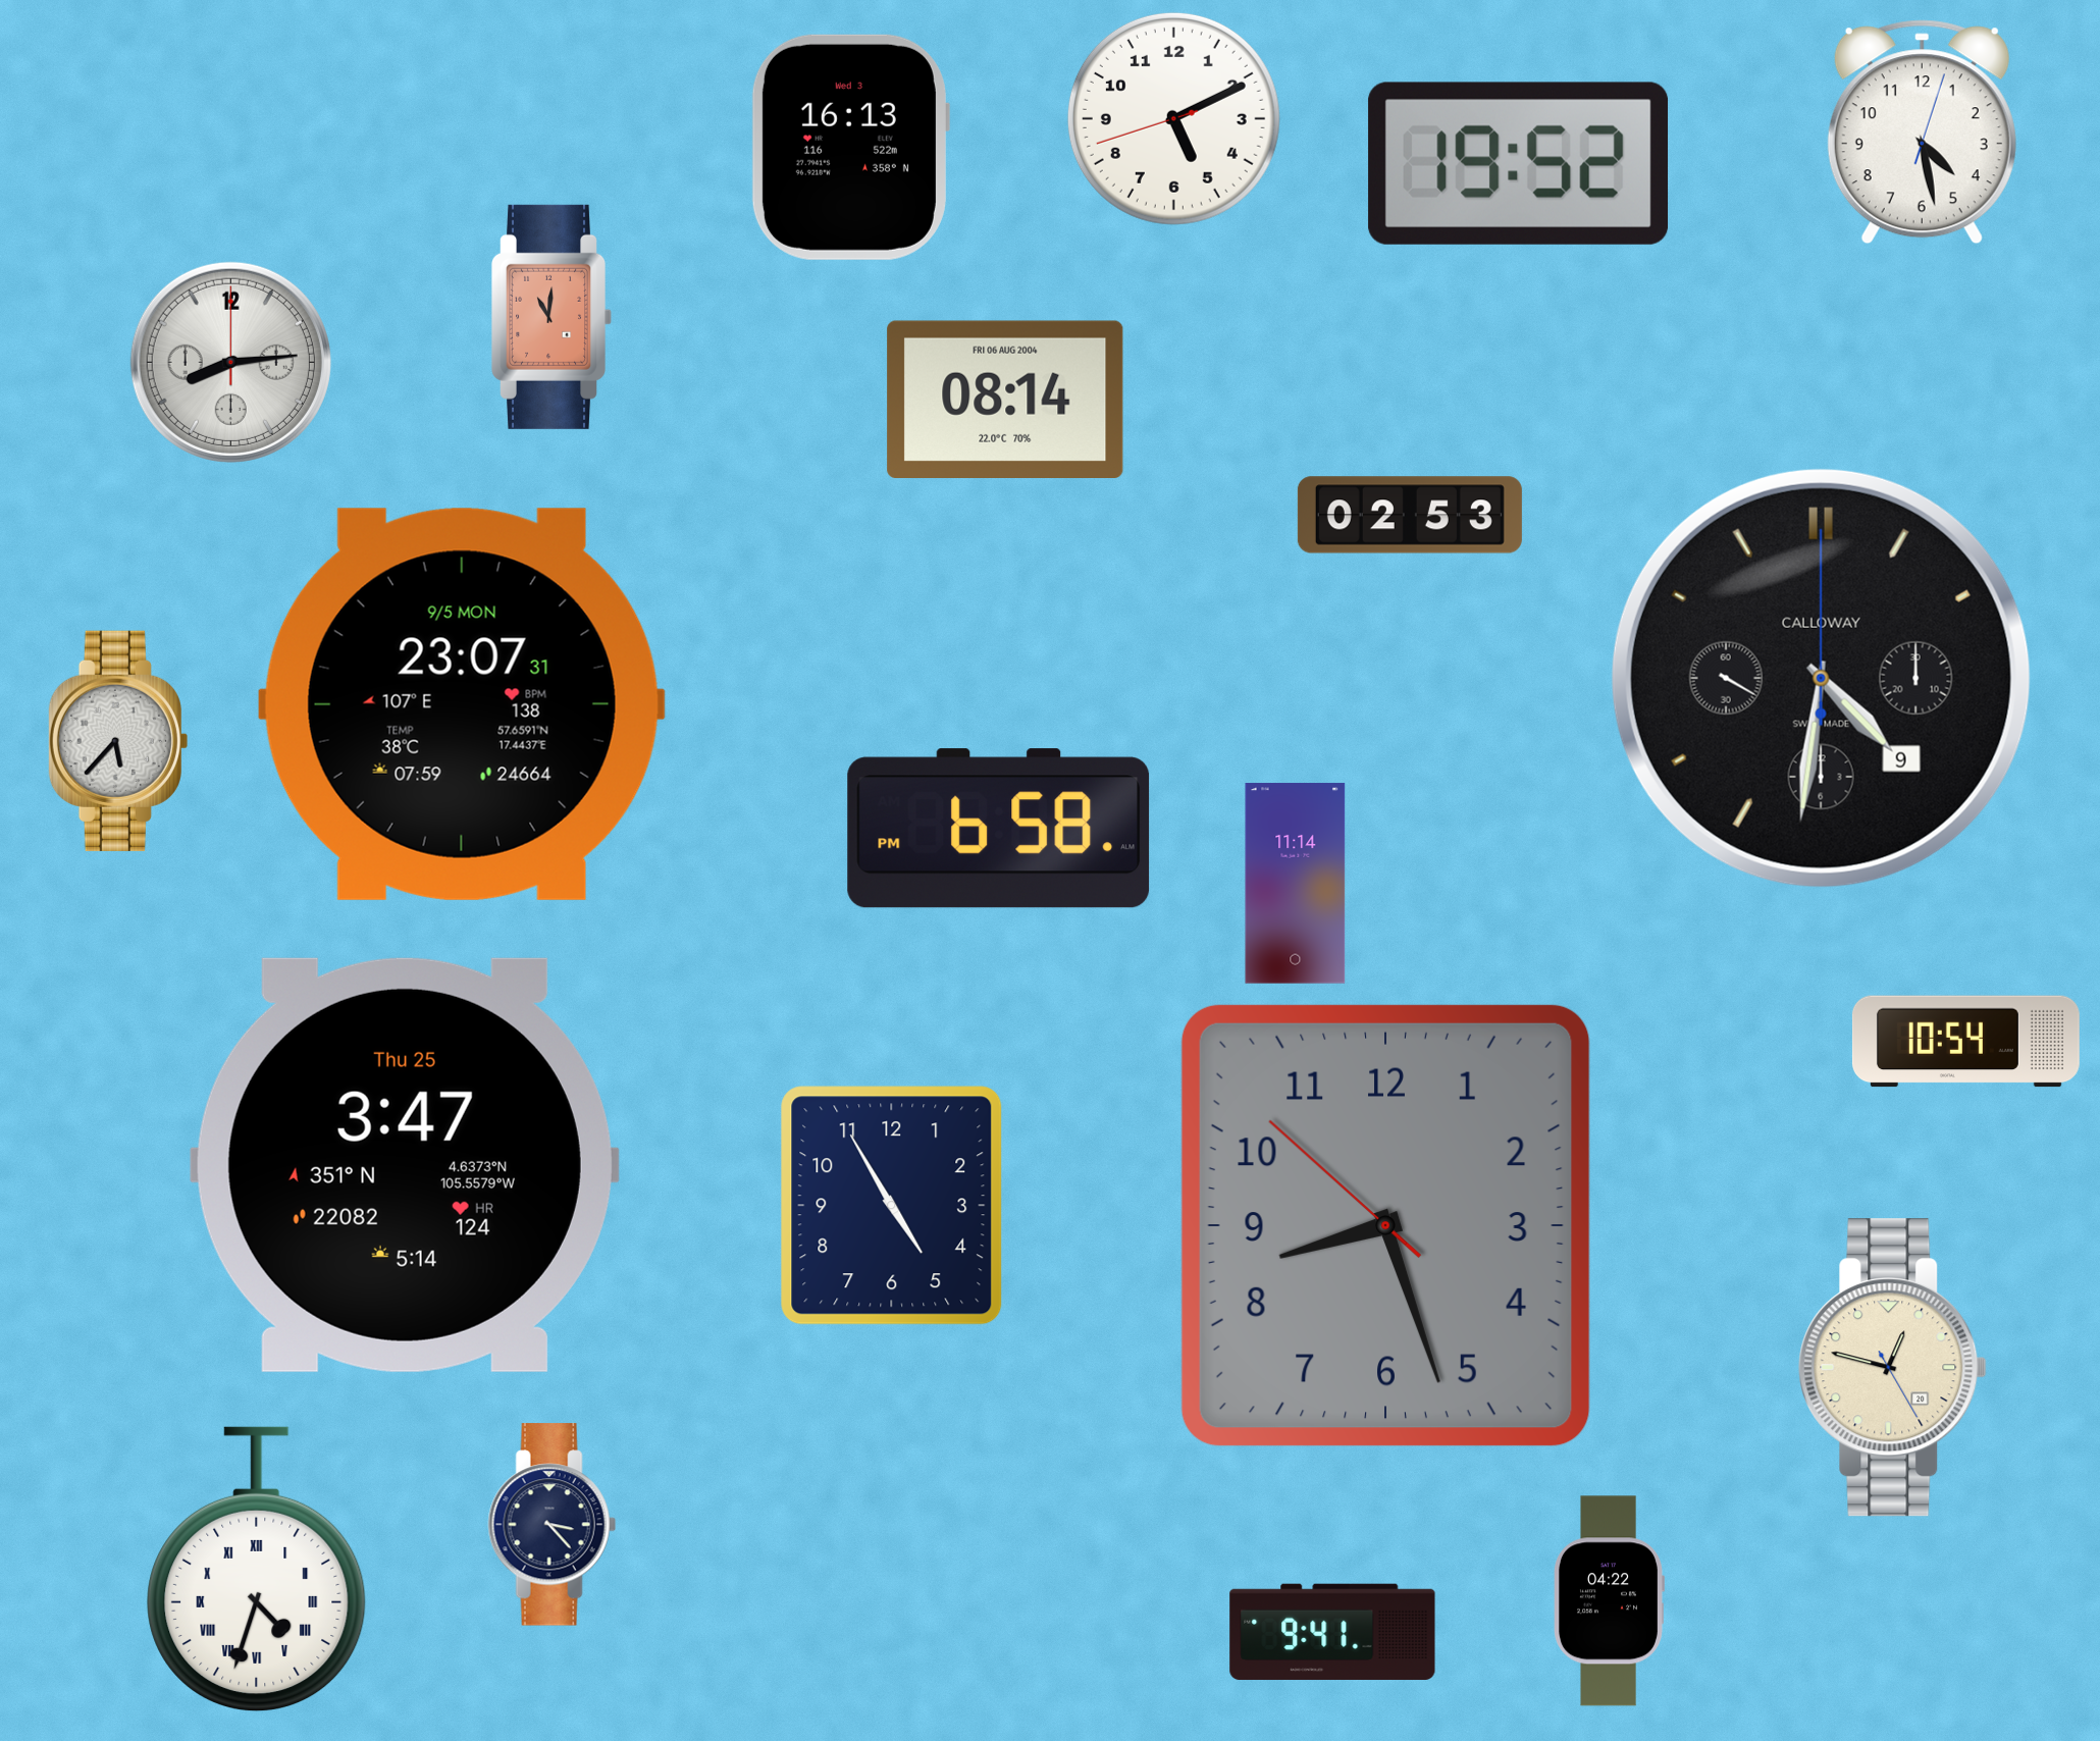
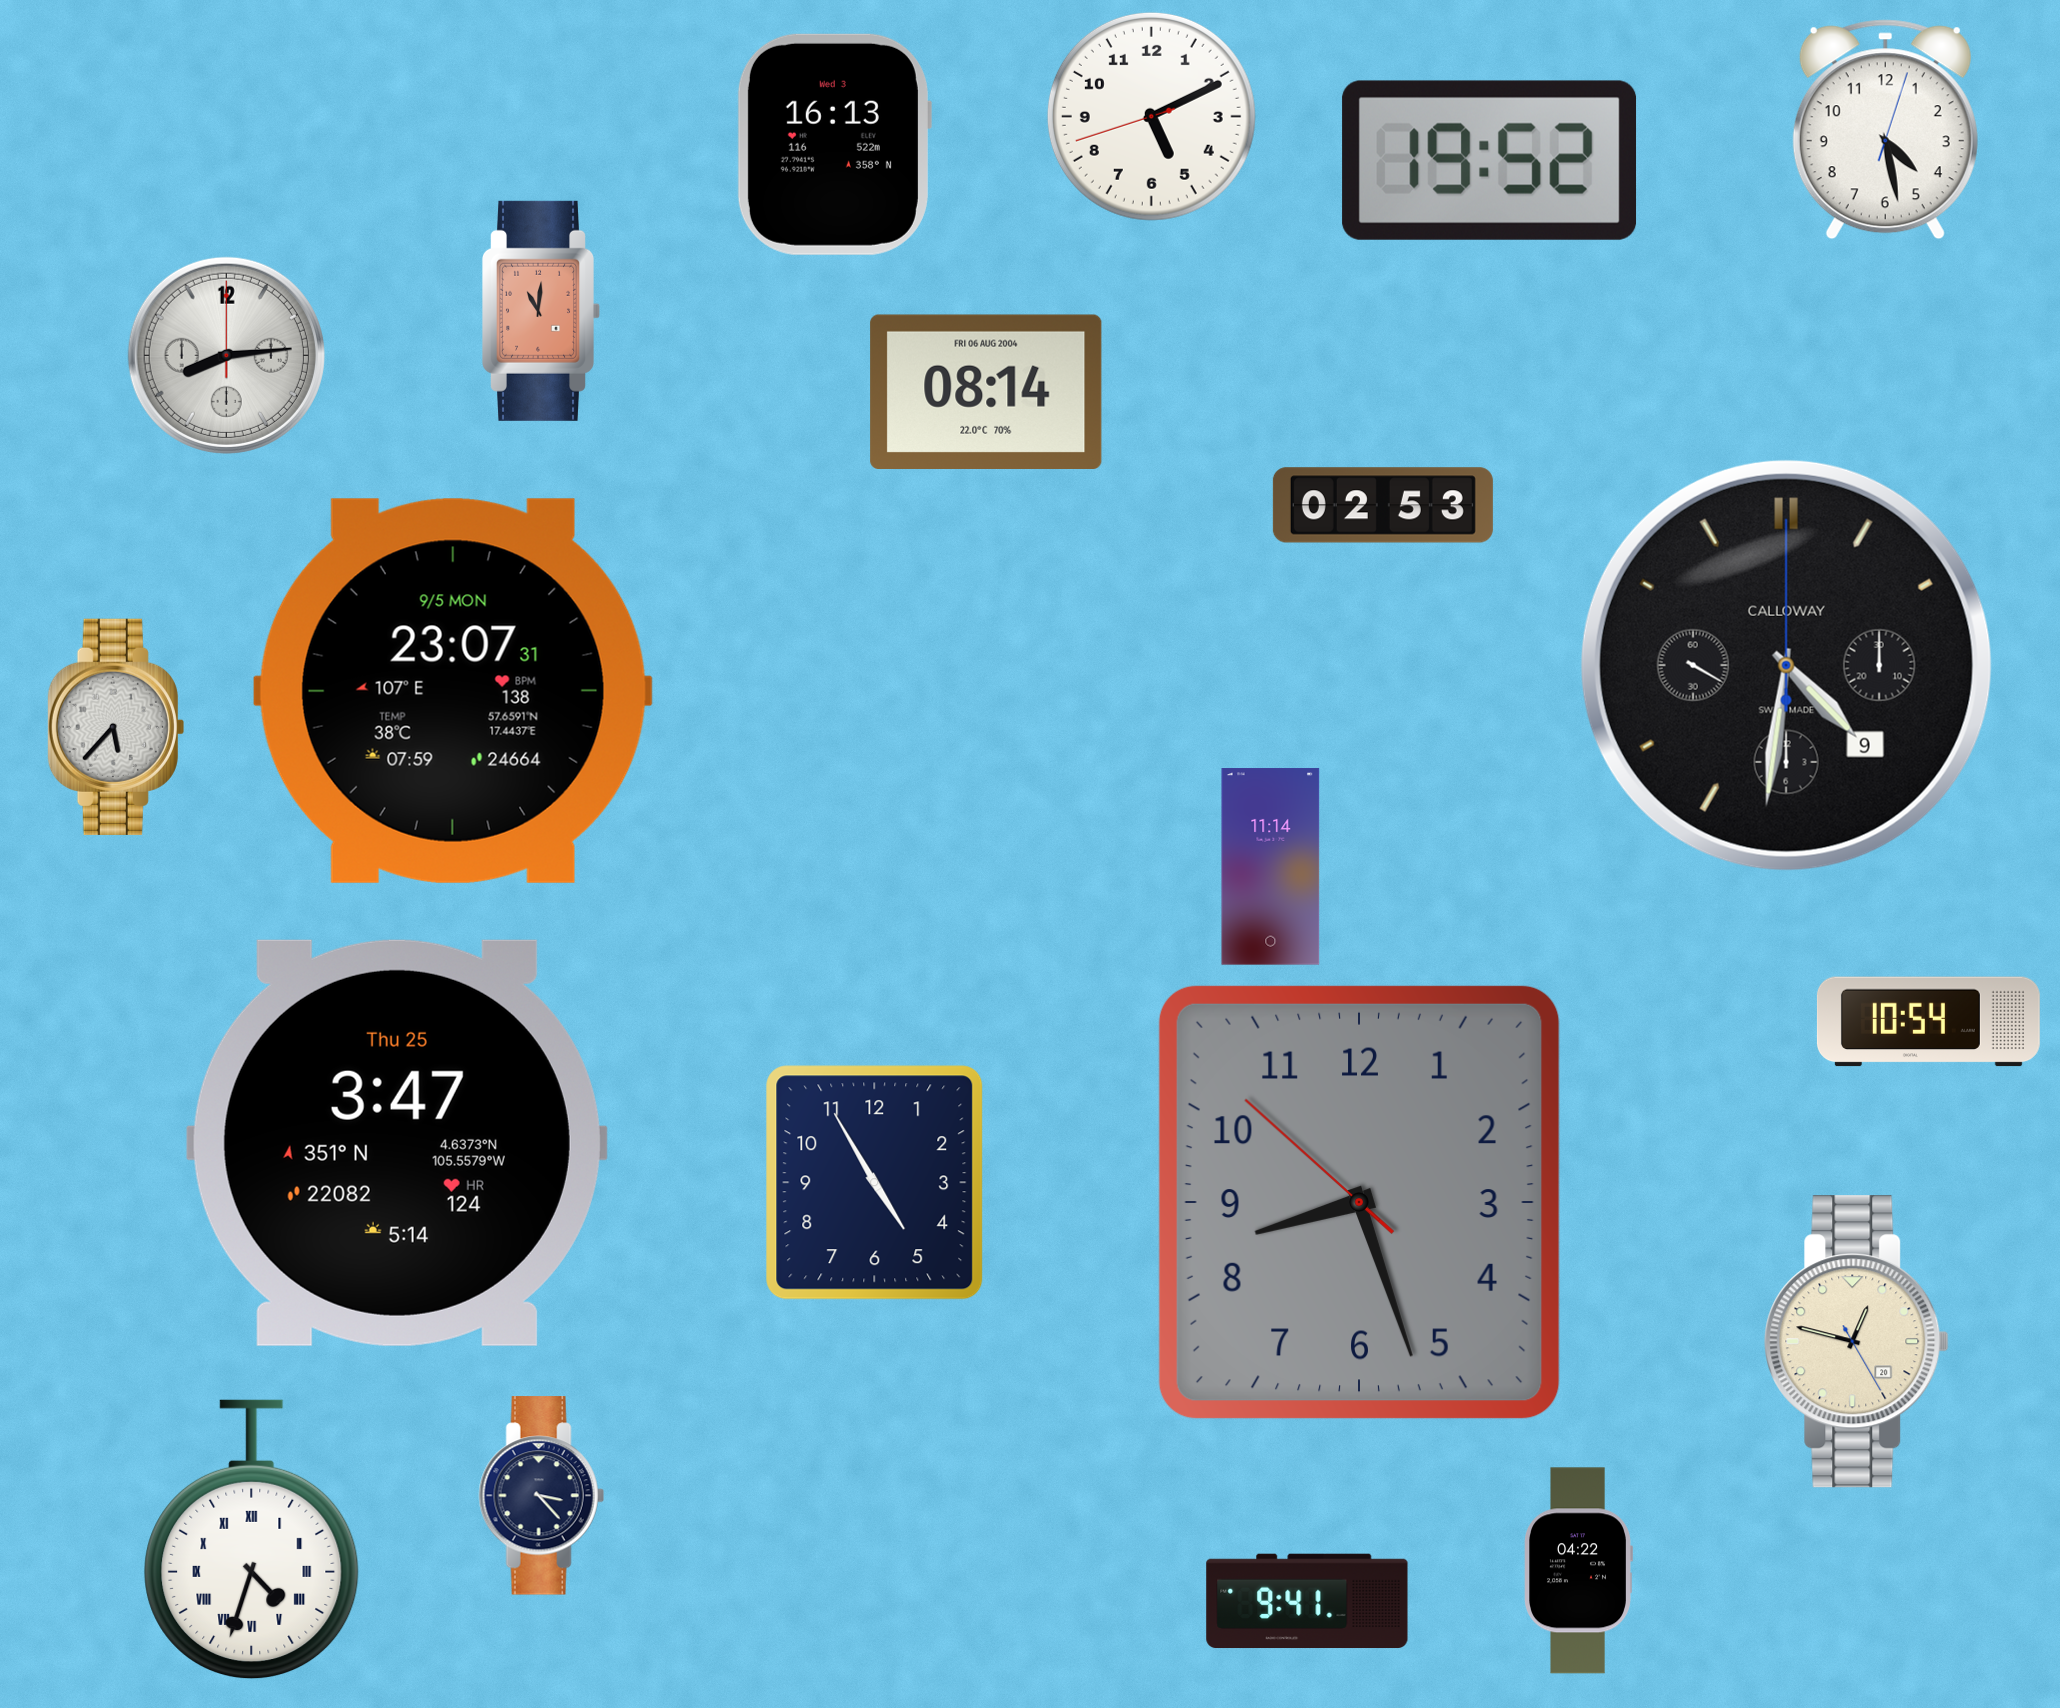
clock at (999, 829): 6:58 -> none
